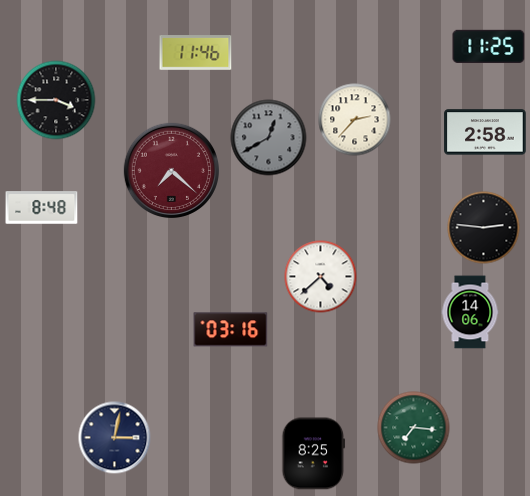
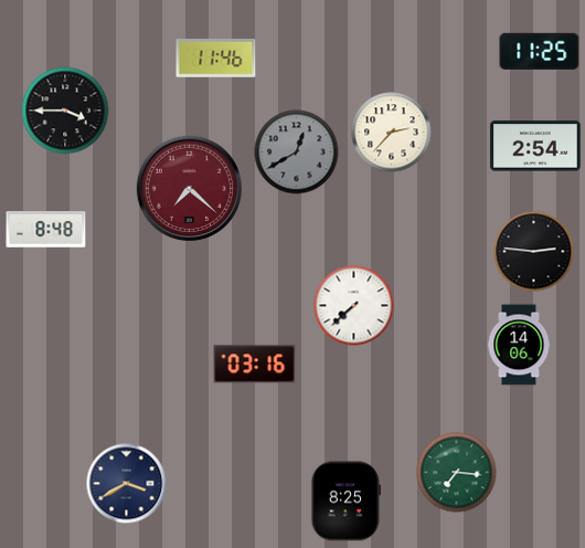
clock at (56, 100) position: (56, 100) -> (65, 110)
clock at (485, 132): 2:58 -> 2:54
clock at (321, 277): 4:38 -> 7:38
clock at (115, 438): 3:02 -> 3:40
